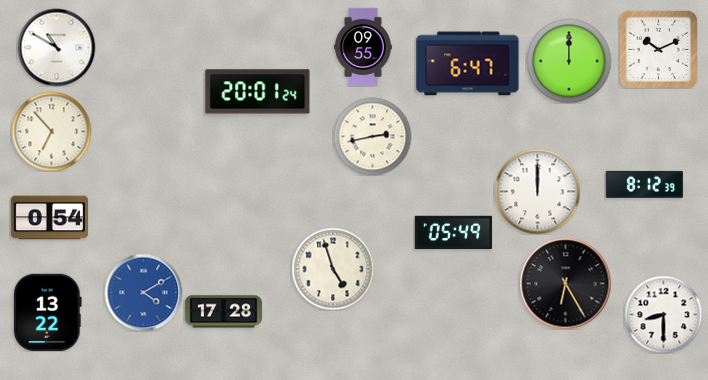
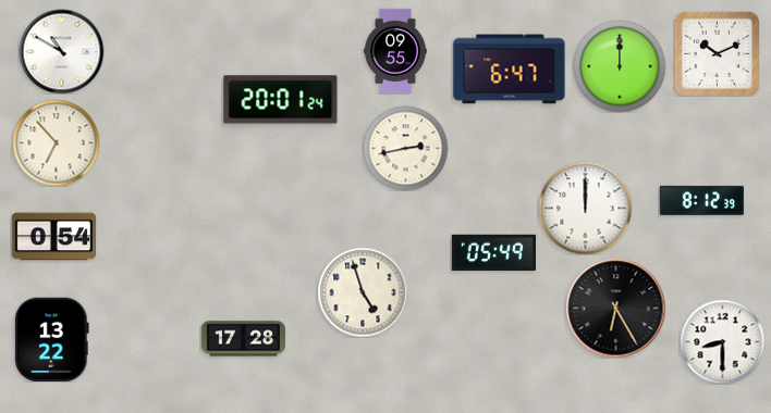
clock at (143, 292): 4:10 -> none
